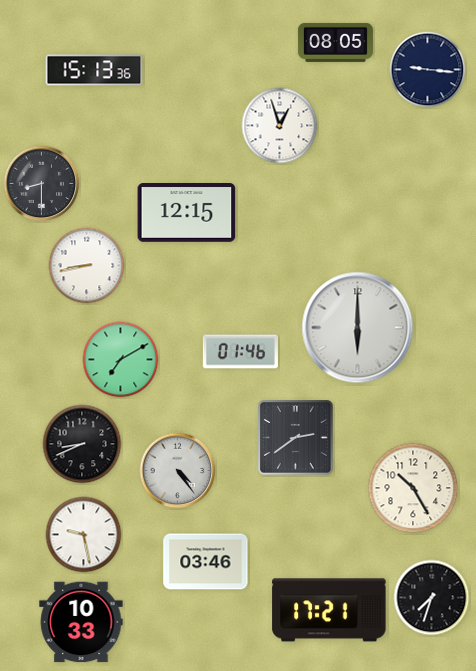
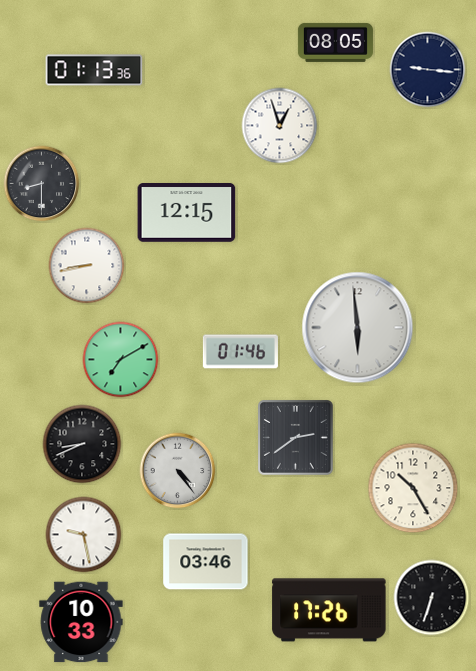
clock at (94, 70): 15:13 -> 01:13
clock at (358, 328): 6:00 -> 5:59
clock at (432, 598): 7:33 -> 6:33
clock at (329, 610): 17:21 -> 17:26
